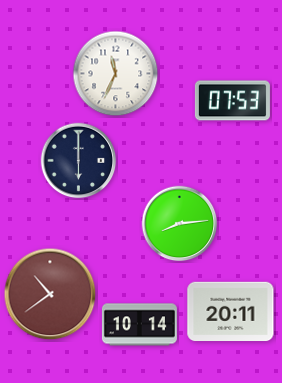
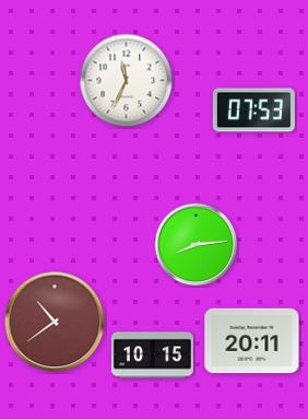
clock at (79, 161): 6:00 -> none
clock at (139, 325): 10:14 -> 10:15
